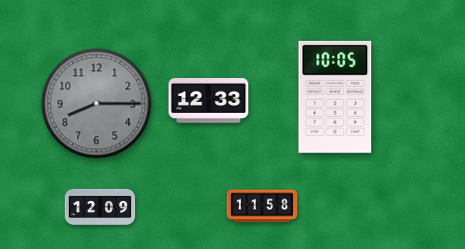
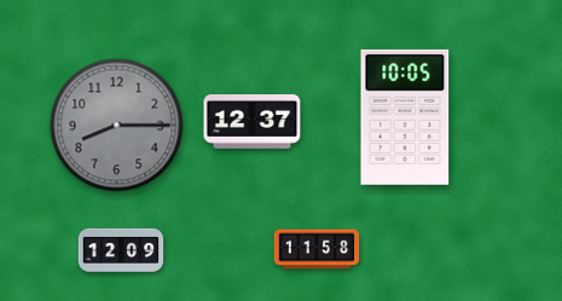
clock at (209, 101): 12:33 -> 12:37
